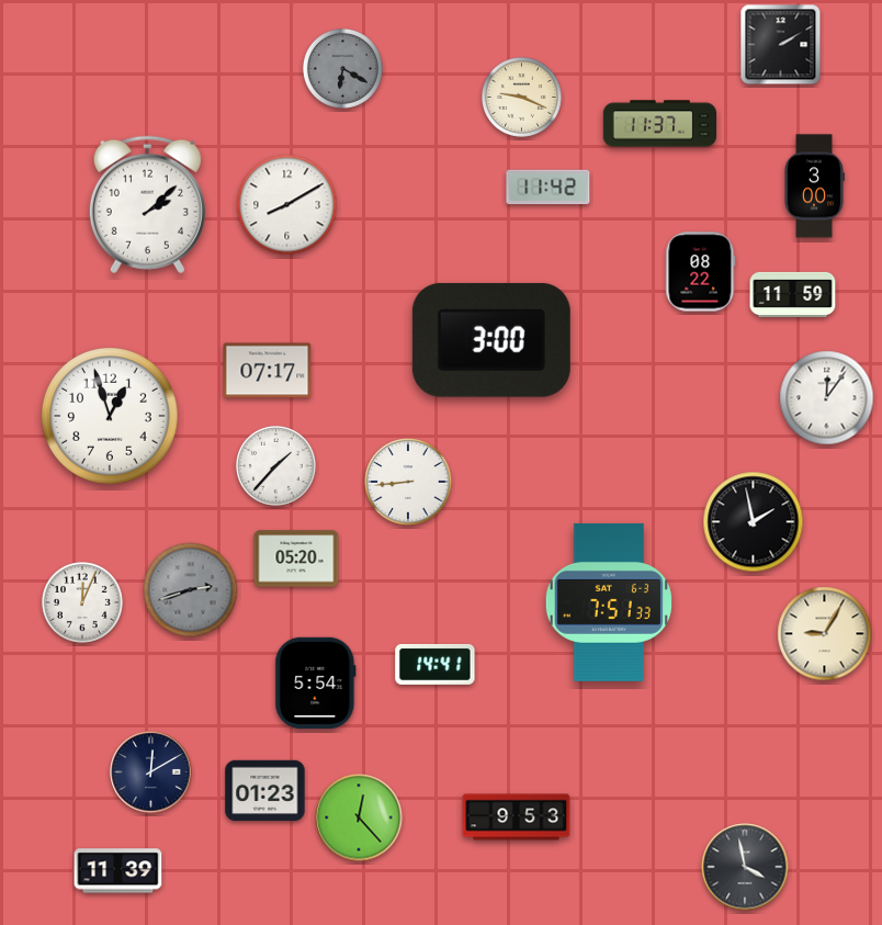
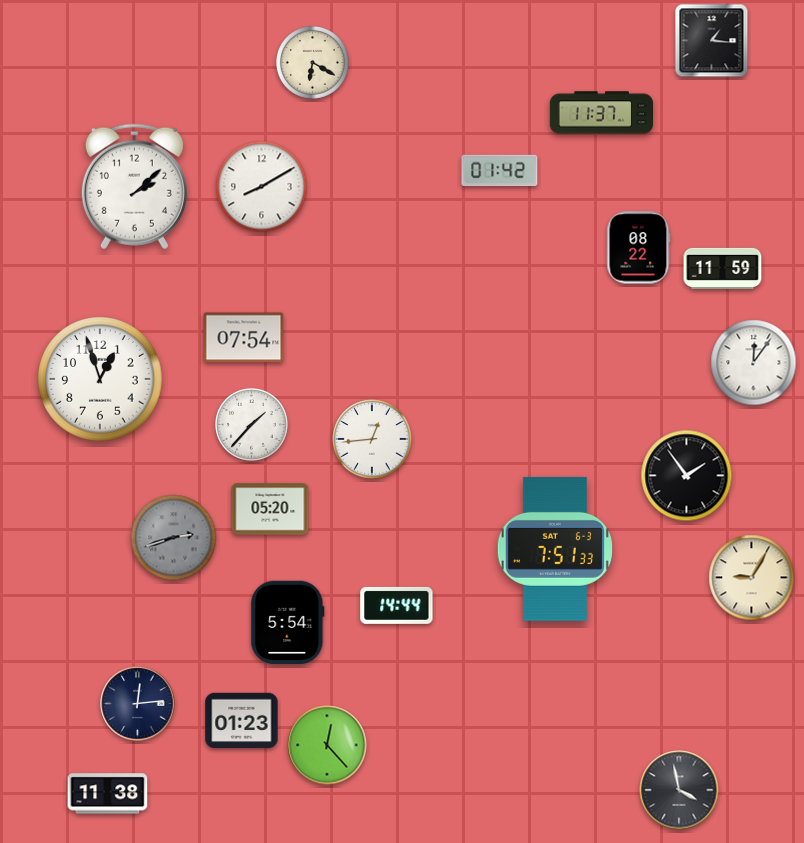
clock at (781, 45): 2:10 -> 1:16
clock at (342, 68) dial: grey -> cream
clock at (521, 97): 9:19 -> none
clock at (815, 187): 3:00 -> none
clock at (549, 188): 11:42 -> 01:42
clock at (491, 340): 3:00 -> none
clock at (268, 371): 07:17 -> 07:54
clock at (408, 482): 8:44 -> 12:44
clock at (754, 522): 1:58 -> 1:54
clock at (83, 603): 12:04 -> none
clock at (436, 664): 14:41 -> 14:44
clock at (151, 772): 12:10 -> 12:14
clock at (517, 817): 9:53 -> none
clock at (118, 871): 11:39 -> 11:38
